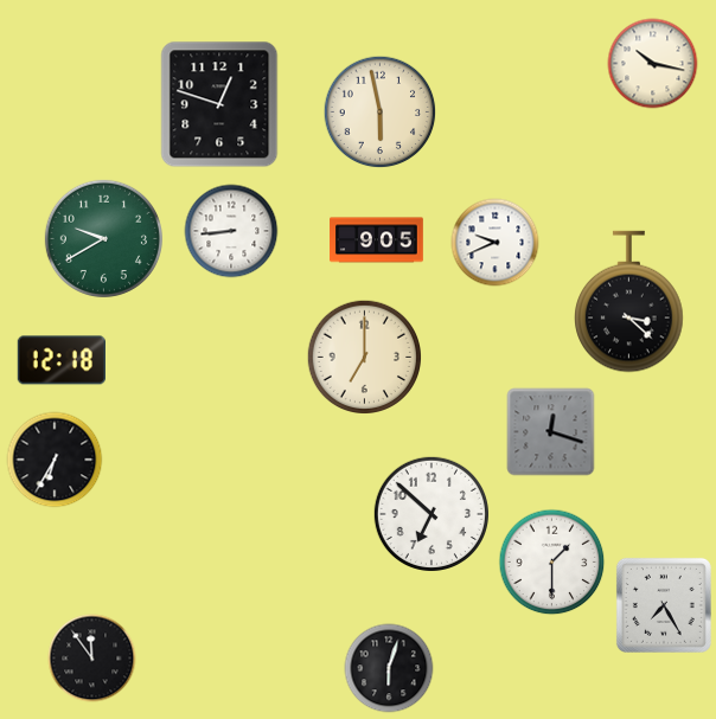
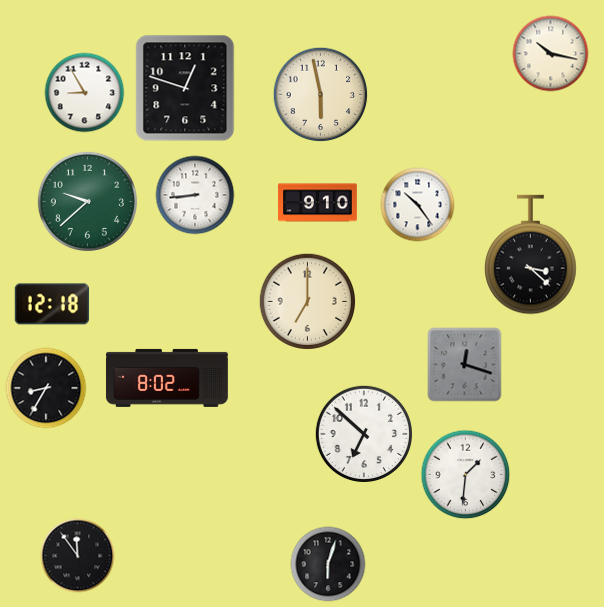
clock at (85, 93): none -> 8:55
clock at (103, 238): 9:40 -> 9:38
clock at (377, 240): 9:05 -> 9:10
clock at (496, 243): 9:41 -> 10:24
clock at (167, 378): none -> 8:02
clock at (55, 460): 6:35 -> 8:35
clock at (552, 563): 1:30 -> 1:31
clock at (664, 605): 7:25 -> none
